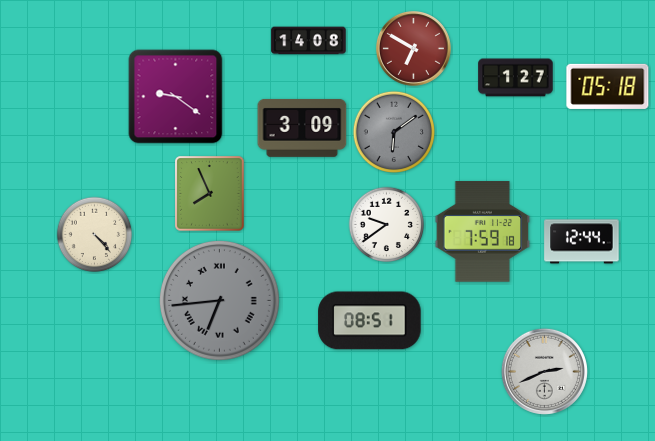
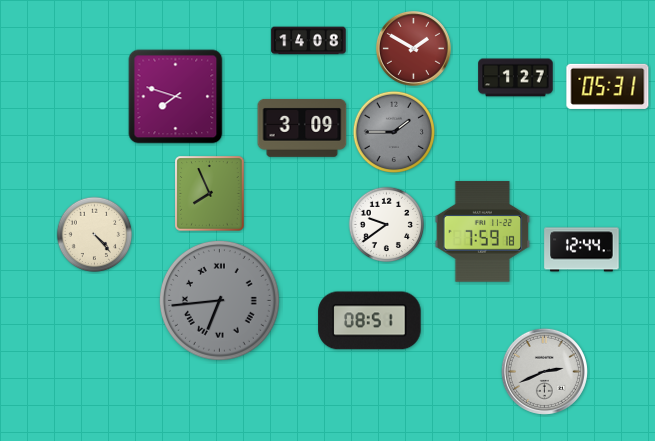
clock at (413, 48): 6:50 -> 1:50
clock at (608, 86): 05:18 -> 05:31
clock at (176, 97): 9:21 -> 7:48
clock at (393, 131): 6:09 -> 1:45
clock at (582, 242) position: (582, 242) -> (582, 250)
